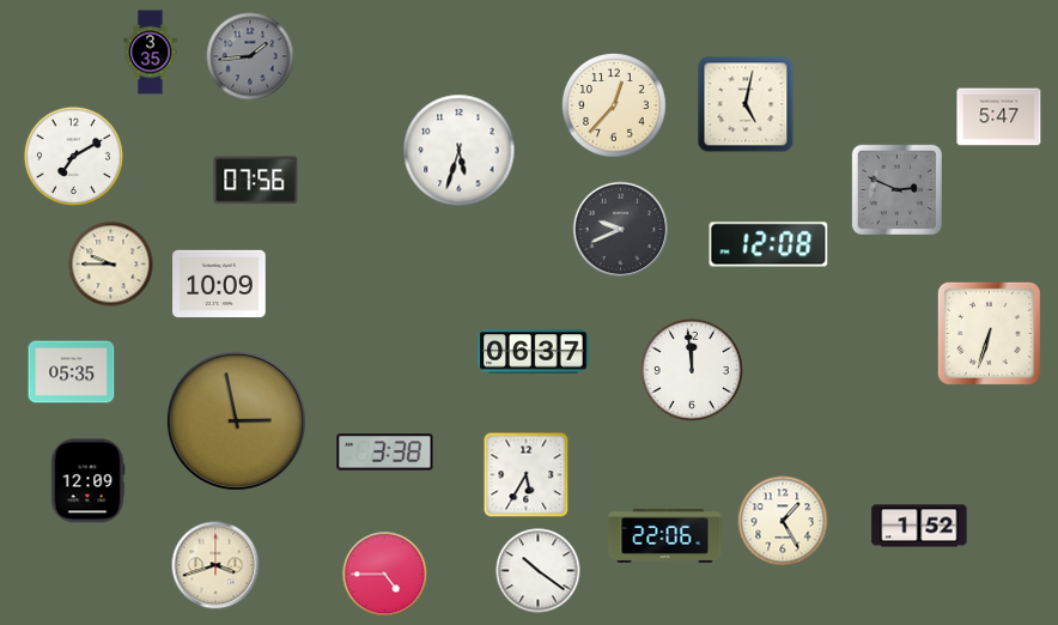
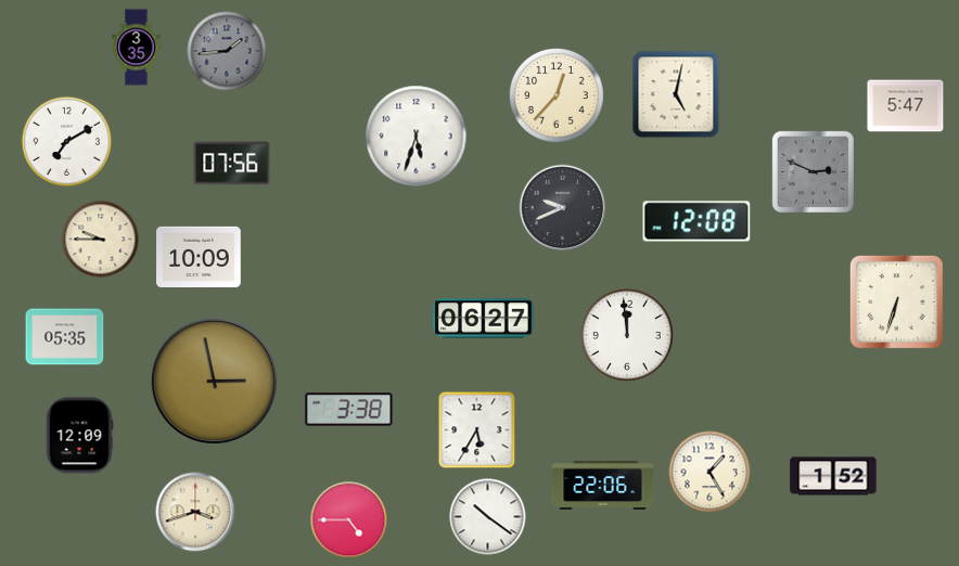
clock at (534, 352): 06:37 -> 06:27
